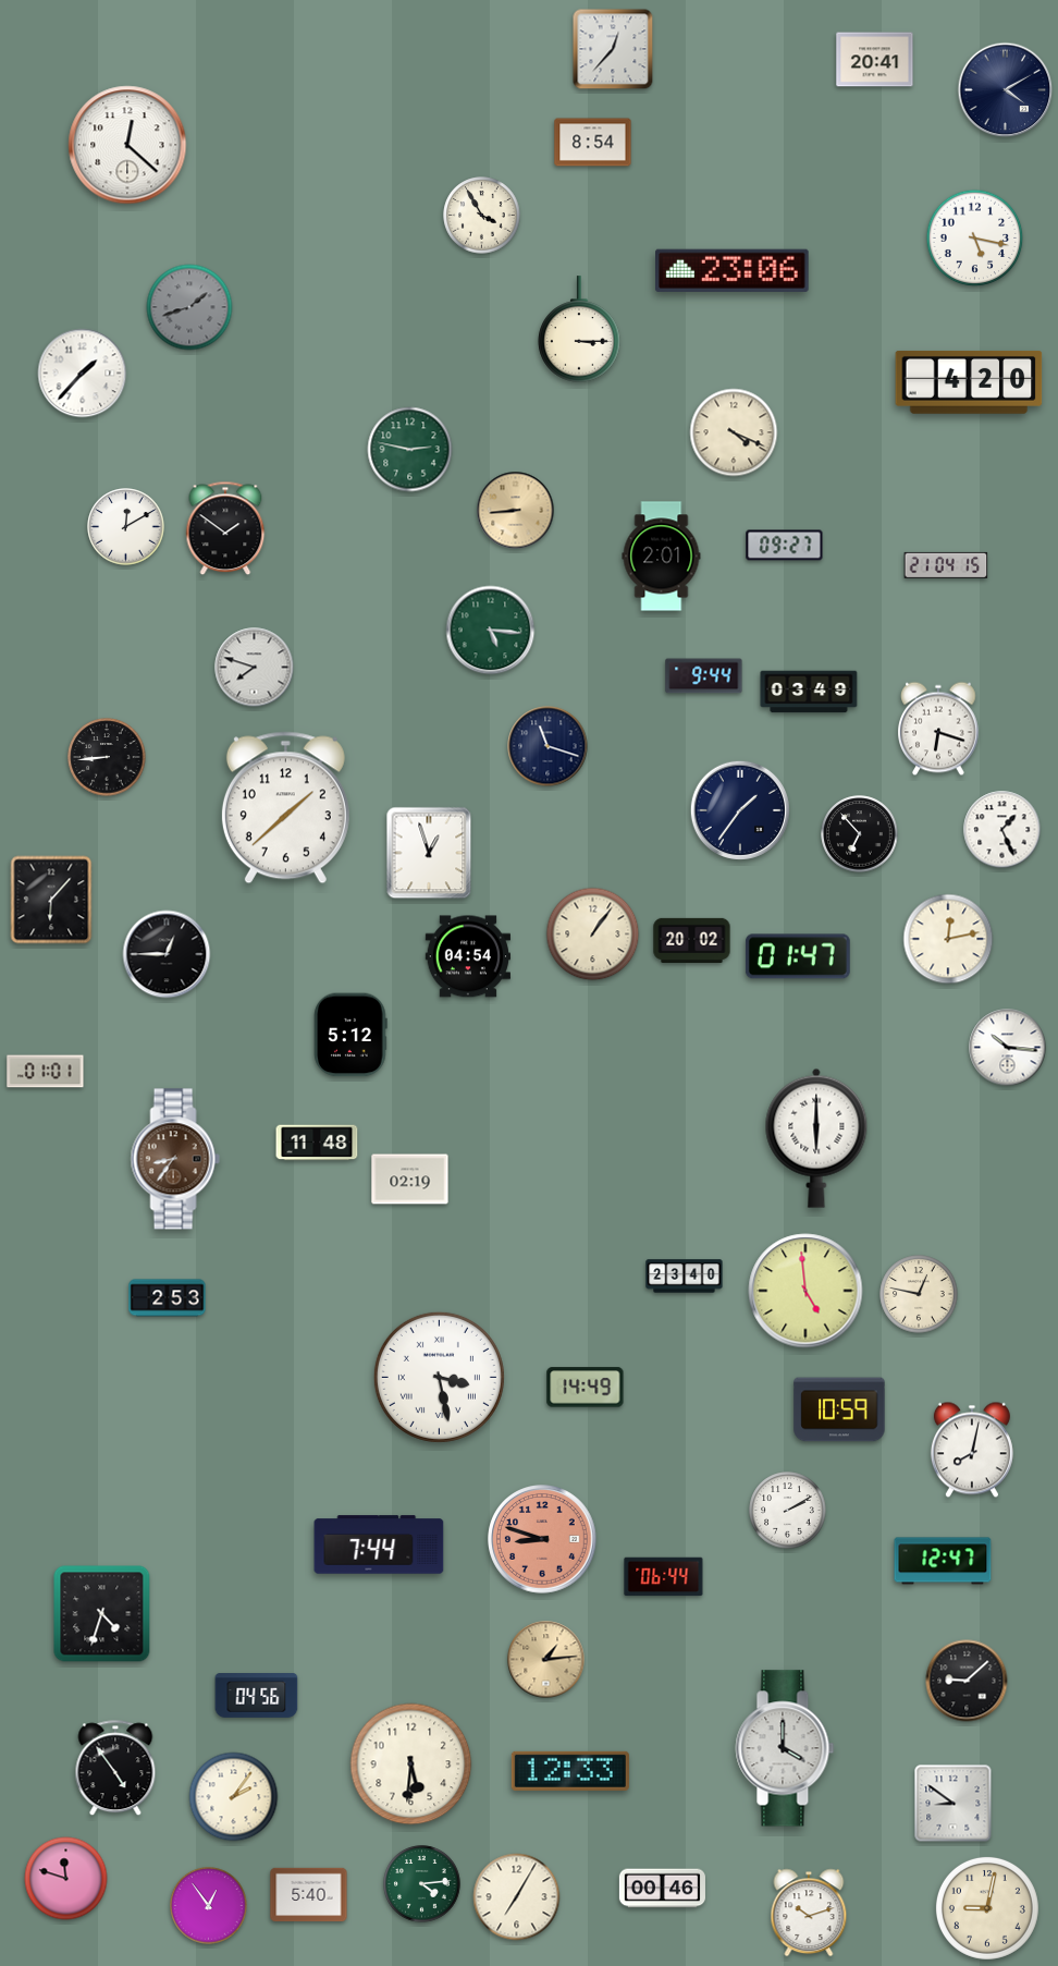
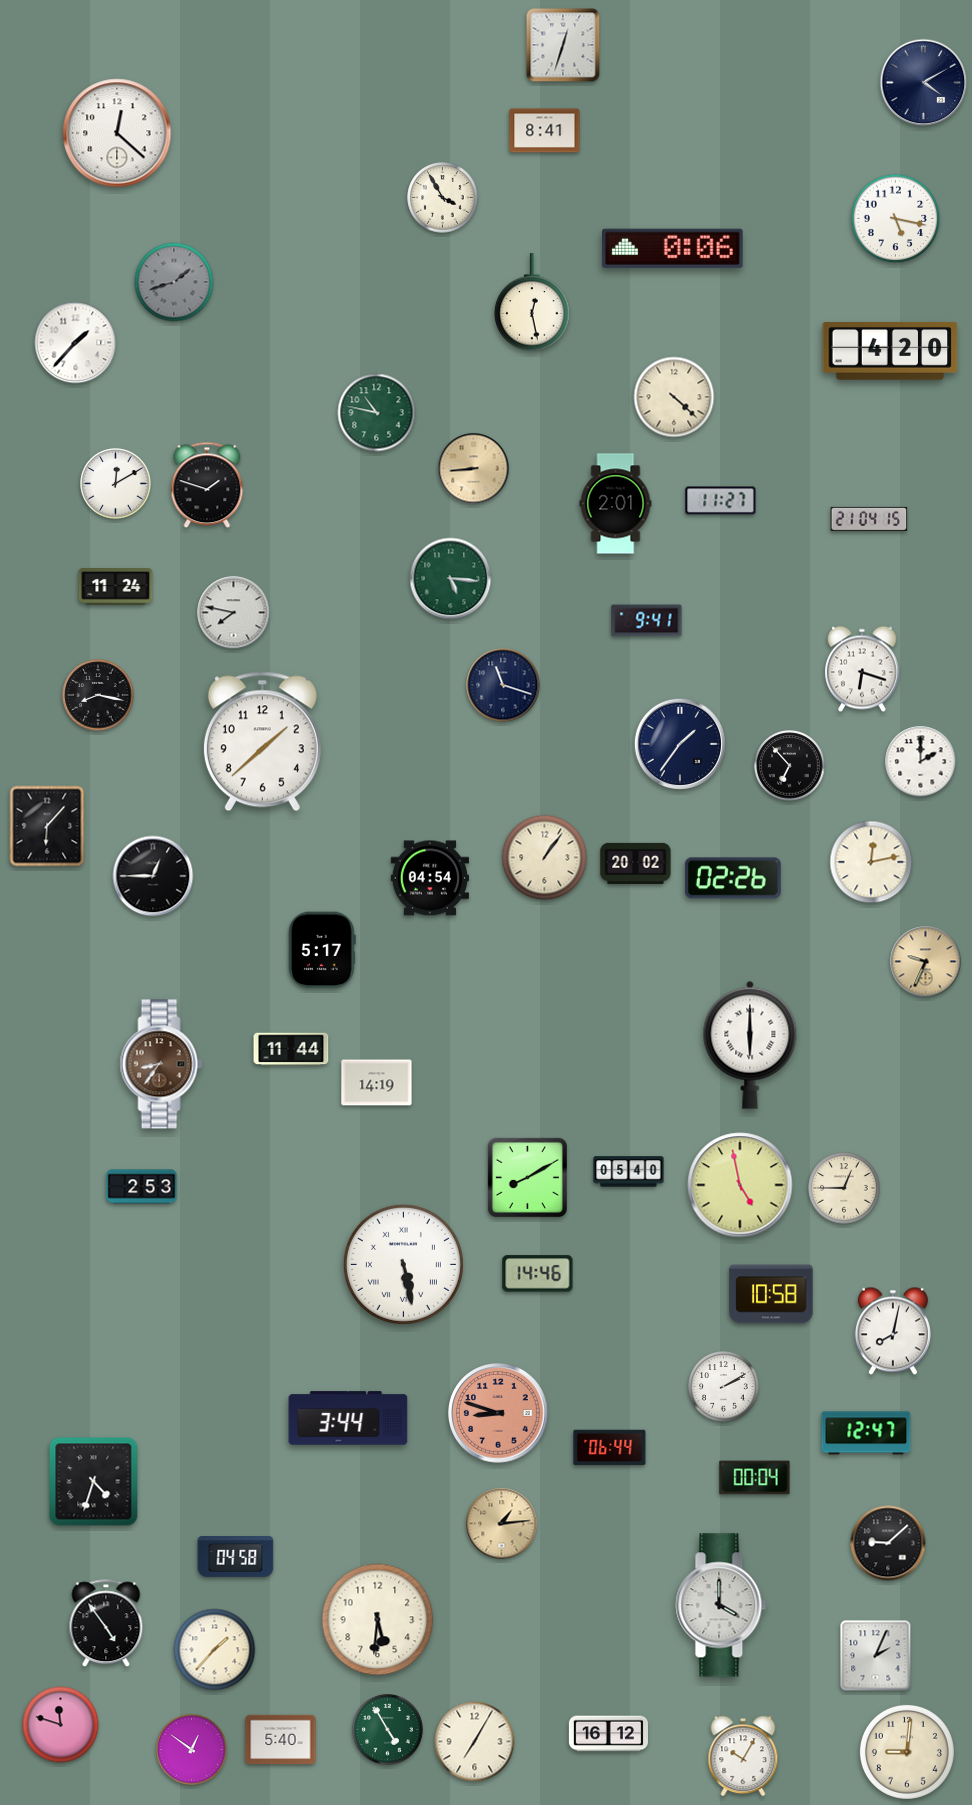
clock at (613, 49): 12:37 -> 12:33
clock at (875, 60): 20:41 -> none
clock at (593, 143): 8:54 -> 8:41
clock at (733, 270): 23:06 -> 0:06
clock at (579, 329): 3:15 -> 12:28
clock at (734, 432): 4:19 -> 4:22
clock at (410, 450): 2:47 -> 10:47
clock at (225, 528): 1:51 -> 1:48
clock at (785, 546): 09:27 -> 11:27
clock at (662, 557) position: (662, 557) -> (616, 504)
clock at (116, 587): none -> 11:24
clock at (255, 668): 7:48 -> 7:47
clock at (704, 676): 9:44 -> 9:41
clock at (809, 692): 03:49 -> none
clock at (107, 757): 8:44 -> 8:17
clock at (1002, 830): 1:26 -> 2:00
clock at (429, 853): 12:57 -> none
clock at (798, 956): 01:47 -> 02:26
clock at (350, 1035): 5:12 -> 5:17
clock at (1008, 1048): 10:16 -> 9:34
clock at (1008, 1048) dial: white -> champagne
clock at (46, 1072): 01:01 -> none
clock at (317, 1143): 11:48 -> 11:44
clock at (410, 1180): 02:19 -> 14:19
clock at (685, 1277): 23:40 -> 05:40
clock at (527, 1177): none -> 8:10
clock at (805, 1291): 4:59 -> 4:58
clock at (919, 1294): 12:47 -> 12:45
clock at (168, 1298) position: (168, 1298) -> (142, 1187)
clock at (439, 1377): 3:28 -> 5:28
clock at (586, 1388): 14:49 -> 14:46
clock at (839, 1409): 10:59 -> 10:58
clock at (379, 1544): 7:44 -> 3:44
clock at (755, 1478): none -> 00:04
clock at (257, 1696): 04:56 -> 04:58
clock at (570, 1771): 12:33 -> none
clock at (234, 1797): 2:06 -> 1:37
clock at (954, 1804): 8:51 -> 2:04
clock at (422, 1884): 4:14 -> 4:55
clock at (662, 1889): 00:46 -> 16:12
clock at (309, 1895) position: (309, 1895) -> (281, 1740)
clock at (209, 1906): 12:54 -> 12:51
clock at (987, 1908): 9:02 -> 9:01
clock at (809, 1913): 10:12 -> 10:05
